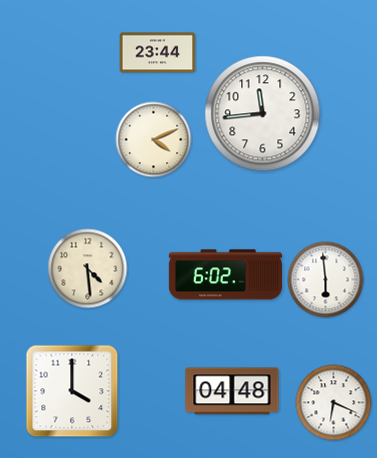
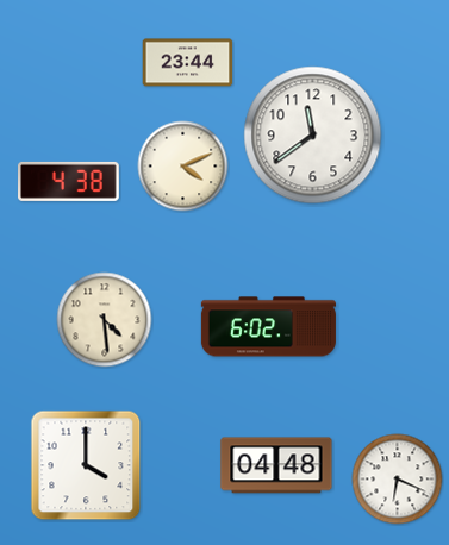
clock at (263, 114): 11:44 -> 11:39
clock at (69, 181): none -> 4:38
clock at (326, 280): 5:59 -> none
